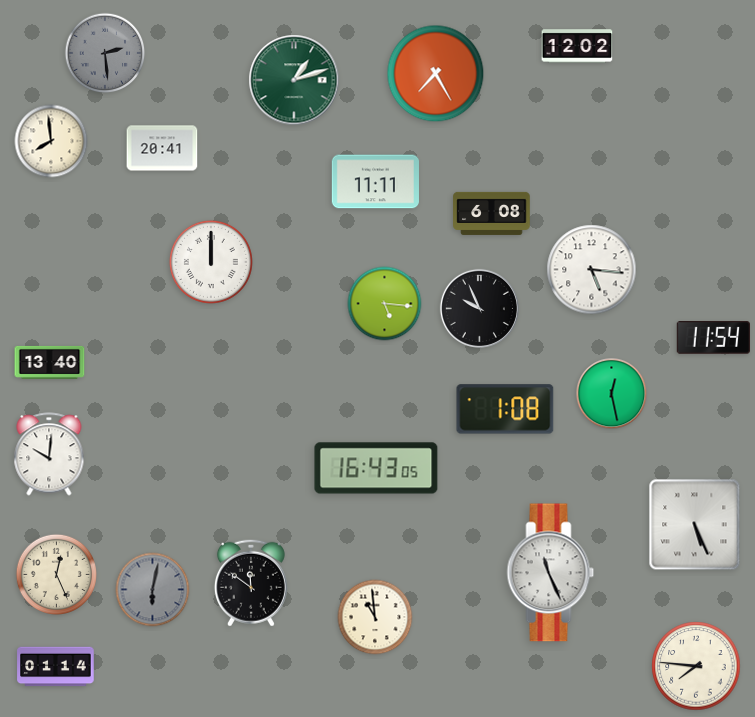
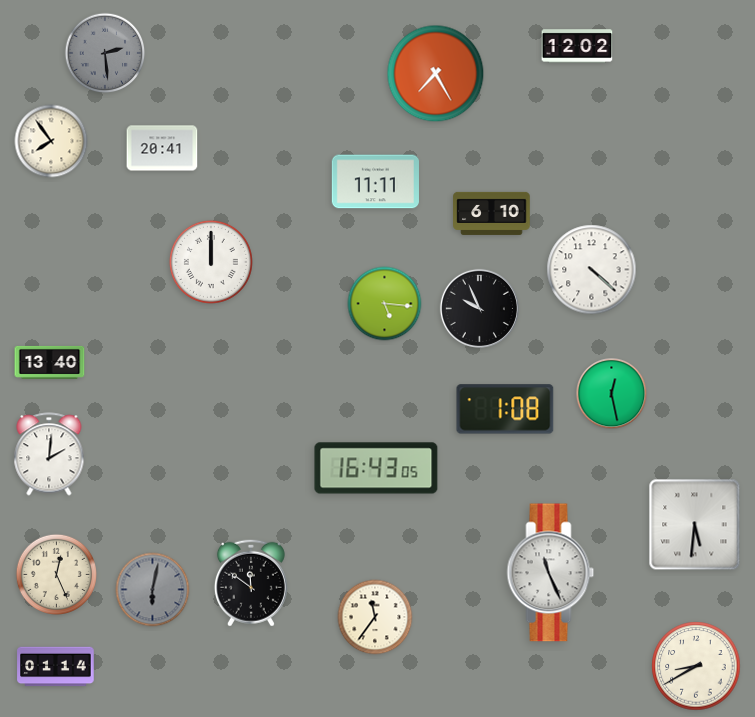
clock at (294, 80): 1:12 -> none
clock at (51, 141): 7:59 -> 7:54
clock at (492, 213): 6:08 -> 6:10
clock at (592, 270): 5:16 -> 4:22
clock at (713, 338): 11:54 -> none
clock at (49, 454): 10:01 -> 2:01
clock at (695, 525): 5:26 -> 5:31
clock at (375, 617): 10:59 -> 11:36
clock at (696, 666): 7:46 -> 8:40
